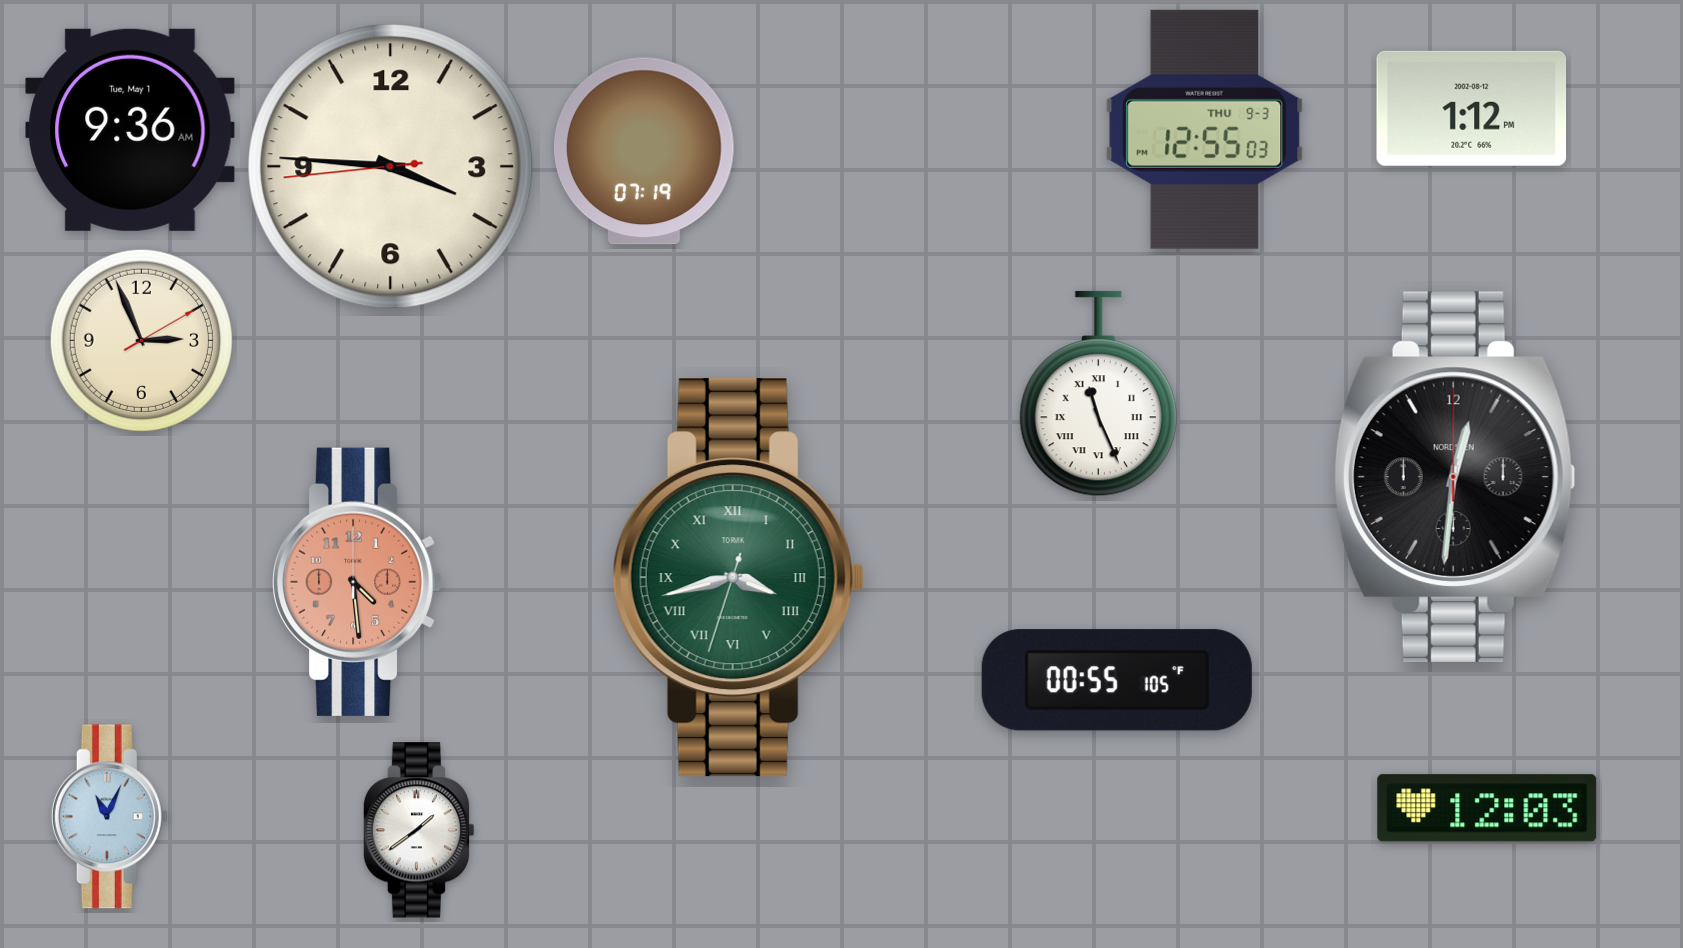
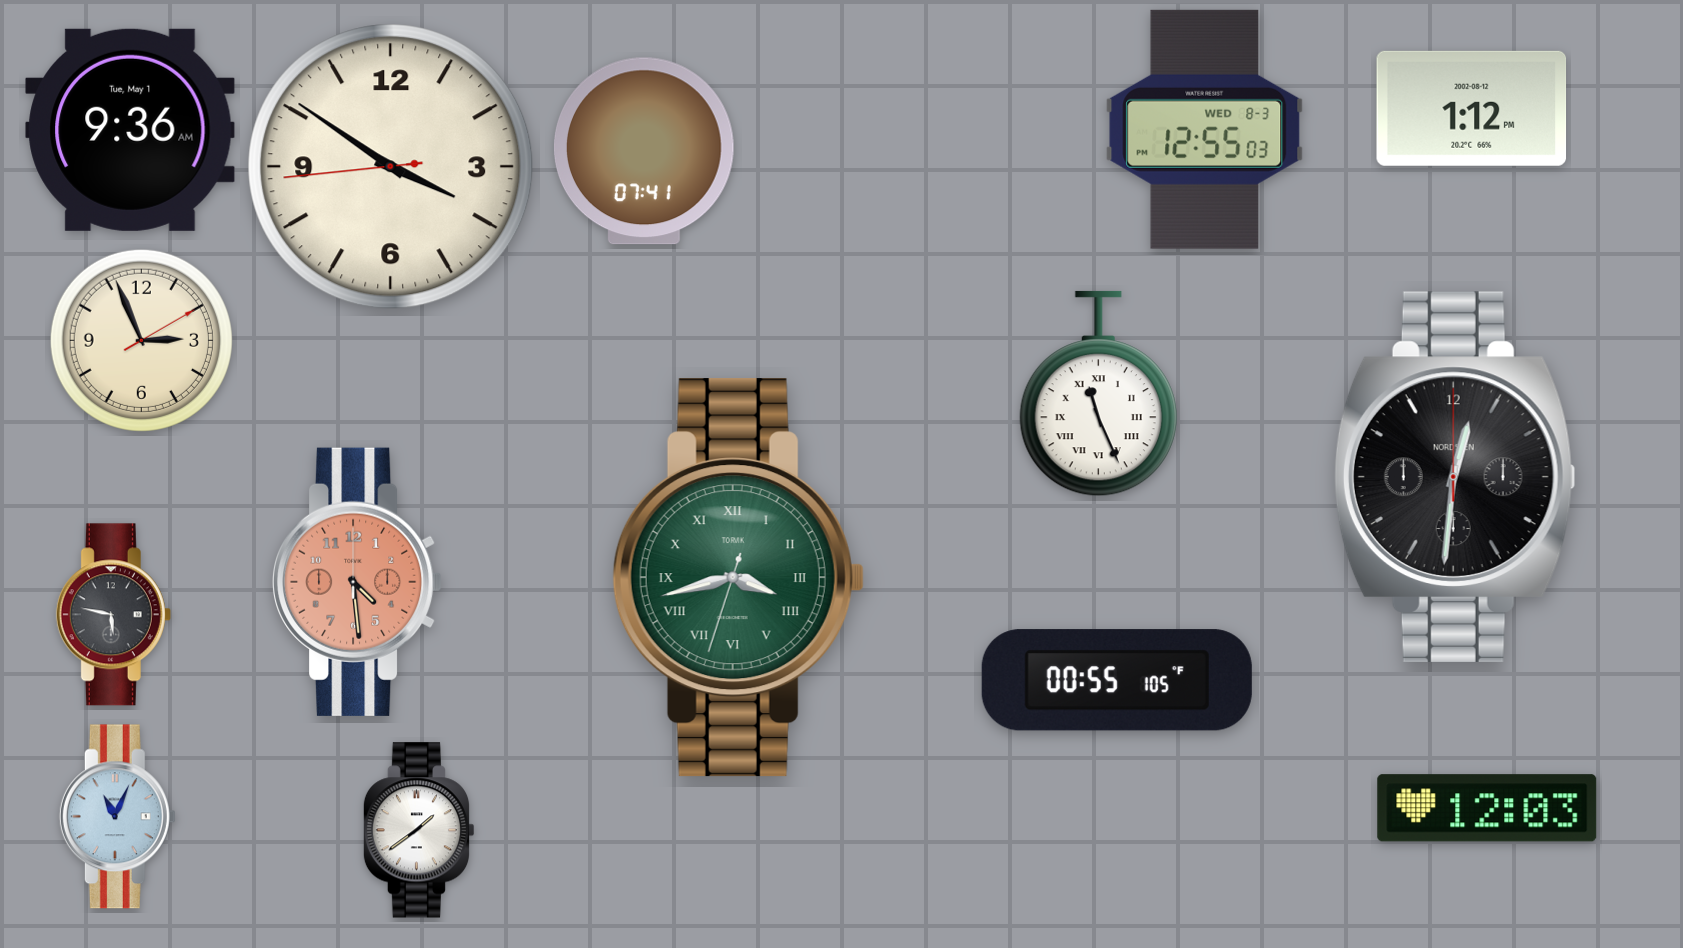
clock at (1205, 129) date: THU 9-3 -> WED 8-3
clock at (644, 151): 07:19 -> 07:41
clock at (391, 167): 3:45 -> 3:50
clock at (113, 615): none -> 5:47
clock at (109, 817) position: (109, 817) -> (117, 817)
